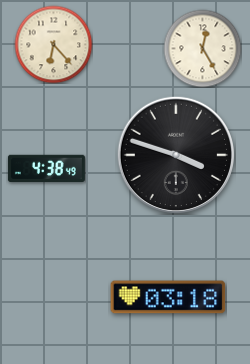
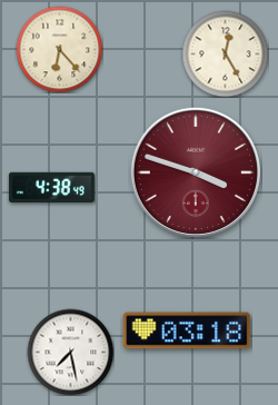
clock at (176, 155) dial: black -> burgundy
clock at (70, 352): none -> 7:28
